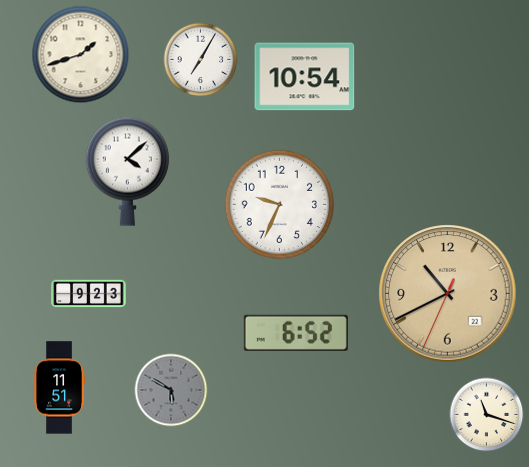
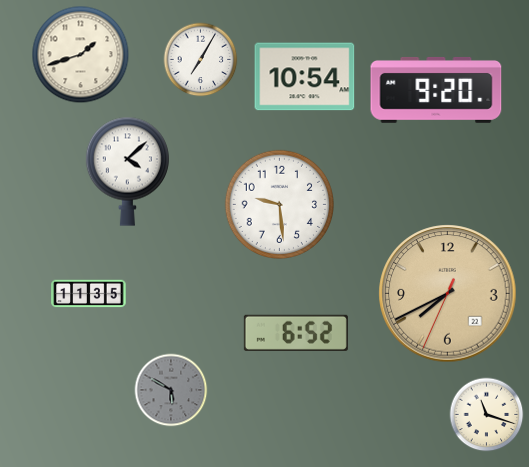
clock at (436, 90): none -> 9:20
clock at (279, 204): 9:34 -> 9:29
clock at (89, 294): 9:23 -> 11:35
clock at (448, 294): 10:40 -> 7:40
clock at (59, 388): 11:51 -> none
